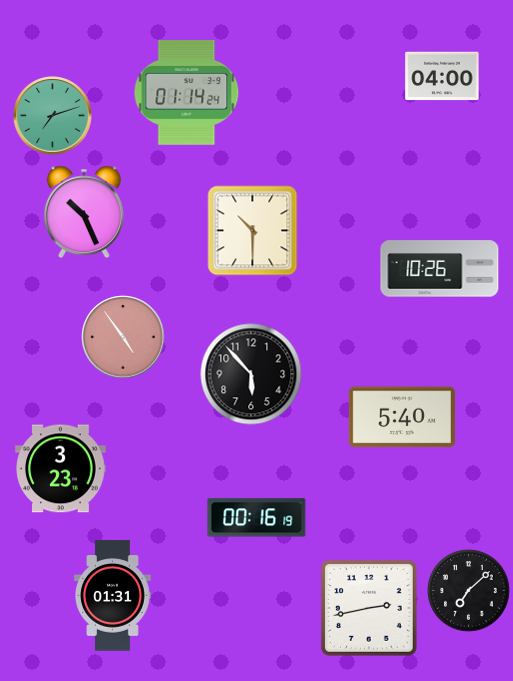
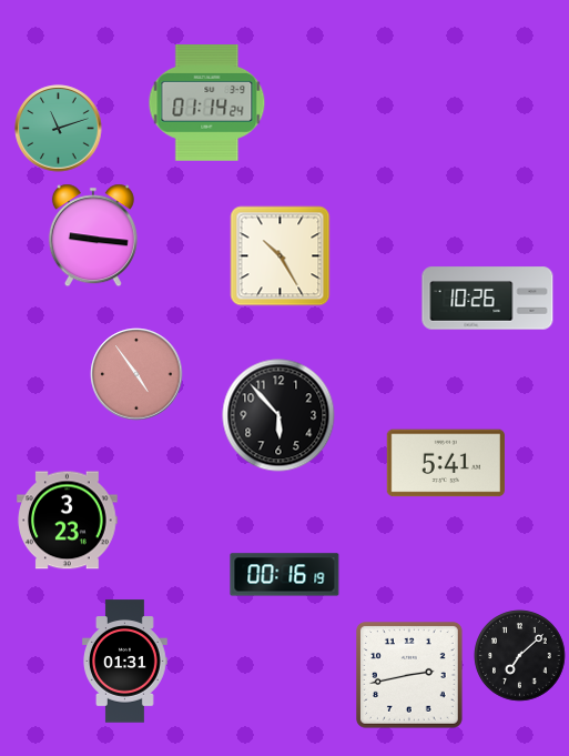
clock at (442, 76): 04:00 -> none
clock at (53, 116): 7:12 -> 11:12
clock at (84, 212): 10:26 -> 9:16
clock at (253, 231): 10:30 -> 10:25
clock at (402, 417): 5:40 -> 5:41
